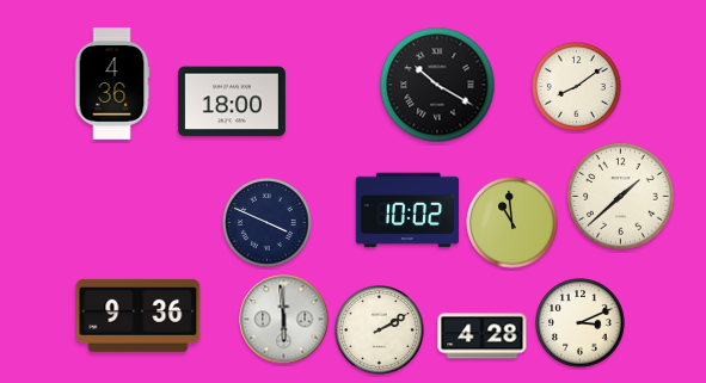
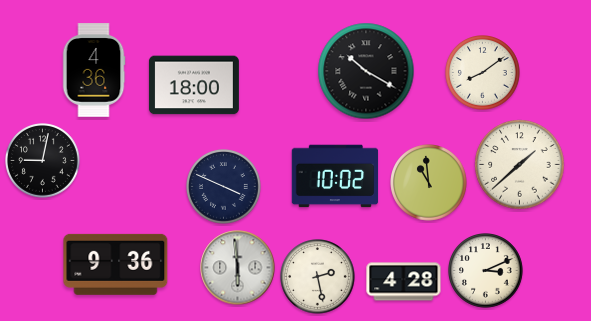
clock at (43, 161): none -> 9:02
clock at (407, 210) position: (407, 210) -> (335, 176)
clock at (512, 223) position: (512, 223) -> (429, 183)
clock at (380, 331): 2:10 -> 2:28
